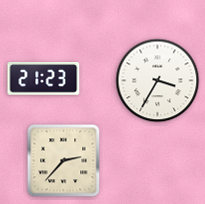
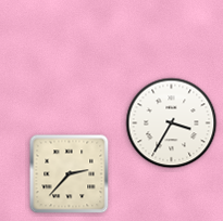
clock at (44, 79): 21:23 -> none
clock at (158, 81) position: (158, 81) -> (172, 123)
